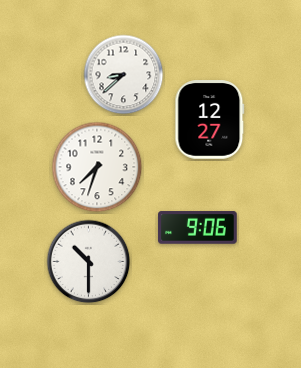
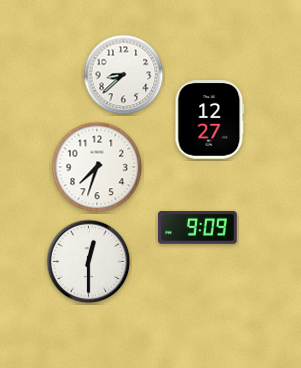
clock at (198, 228): 9:06 -> 9:09
clock at (89, 262): 10:30 -> 12:30
